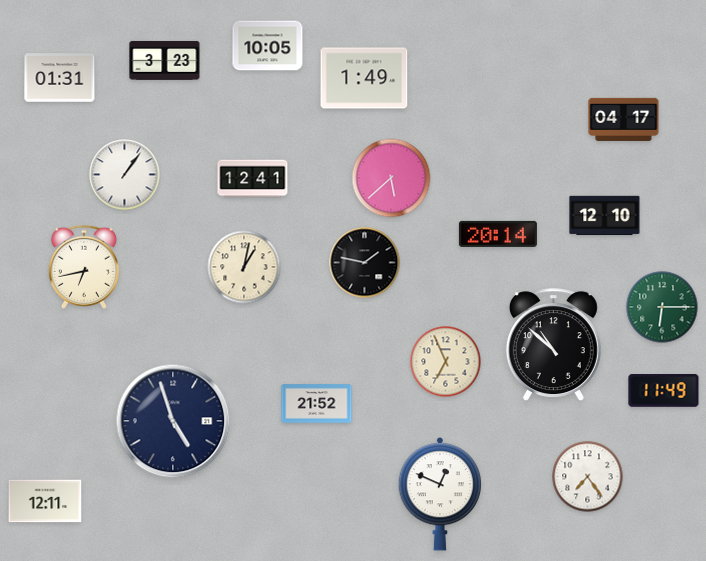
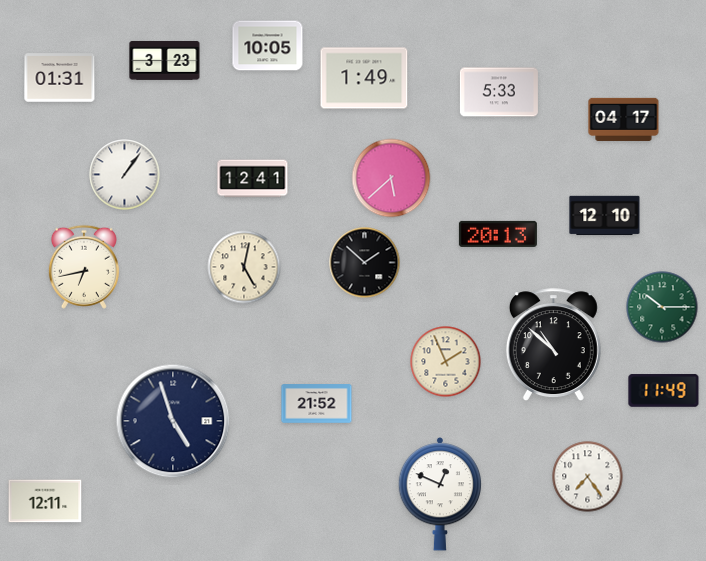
clock at (499, 92): none -> 5:33
clock at (498, 234): 20:14 -> 20:13
clock at (365, 263): 1:47 -> 1:52
clock at (244, 267): 1:02 -> 5:02
clock at (662, 307): 6:15 -> 10:15
clock at (446, 362): 6:56 -> 1:56
